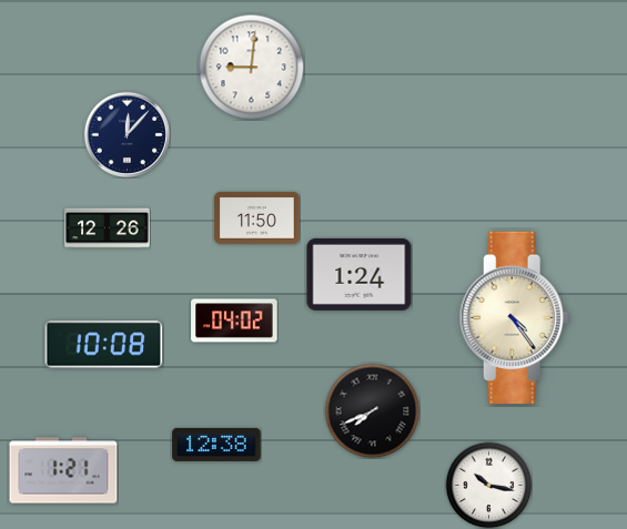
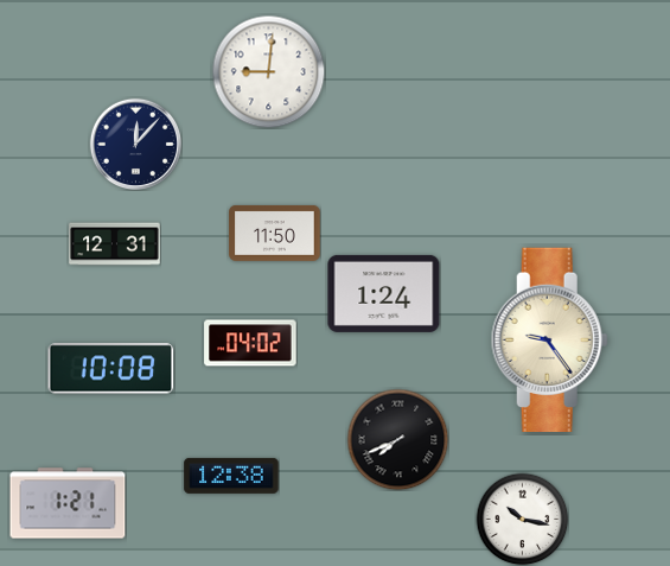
clock at (108, 228): 12:26 -> 12:31
clock at (514, 317): 4:24 -> 9:24
